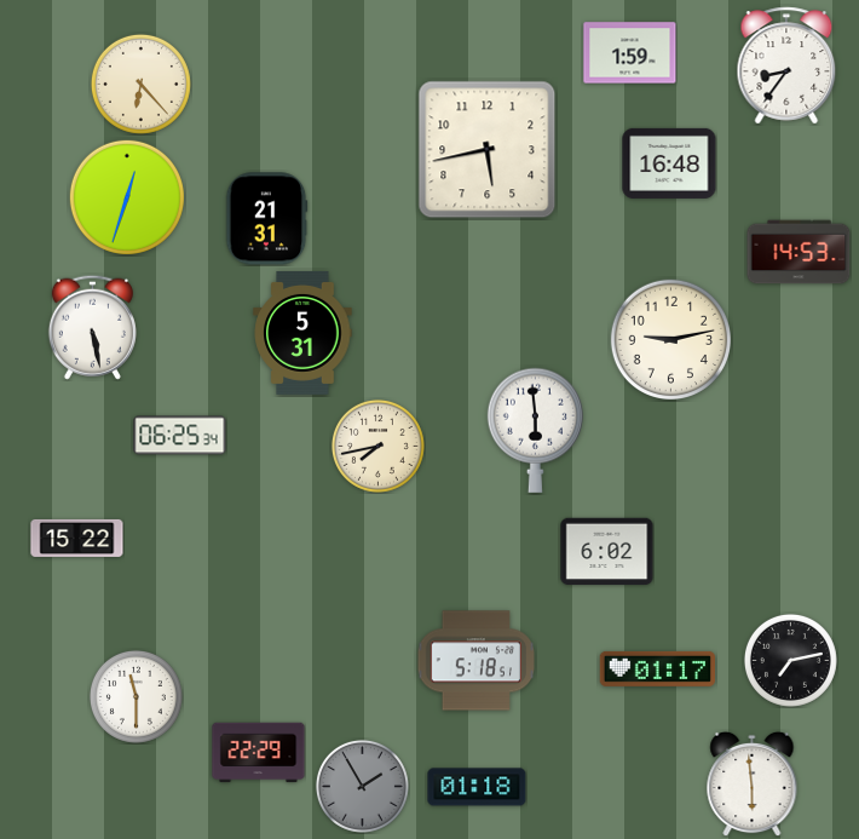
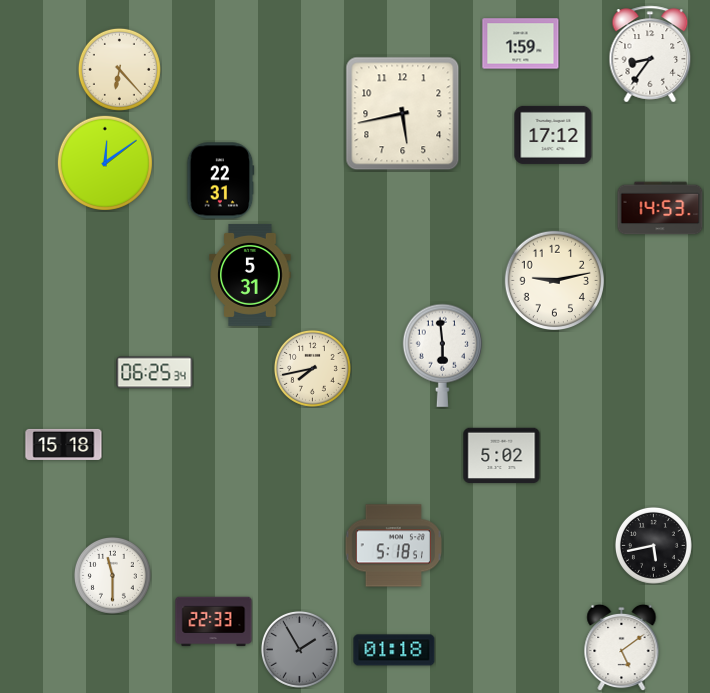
clock at (140, 84) position: (140, 84) -> (119, 69)
clock at (488, 150) position: (488, 150) -> (403, 114)
clock at (669, 163): 16:48 -> 17:12
clock at (127, 197): 12:33 -> 12:09
clock at (267, 219): 21:31 -> 22:31
clock at (92, 327): 5:28 -> none
clock at (180, 436) position: (180, 436) -> (155, 373)
clock at (77, 538): 15:22 -> 15:18
clock at (607, 552): 6:02 -> 5:02
clock at (790, 660): 7:13 -> 5:43
clock at (657, 668): 01:17 -> none
clock at (259, 753): 22:29 -> 22:33
clock at (753, 783): 5:59 -> 5:09
